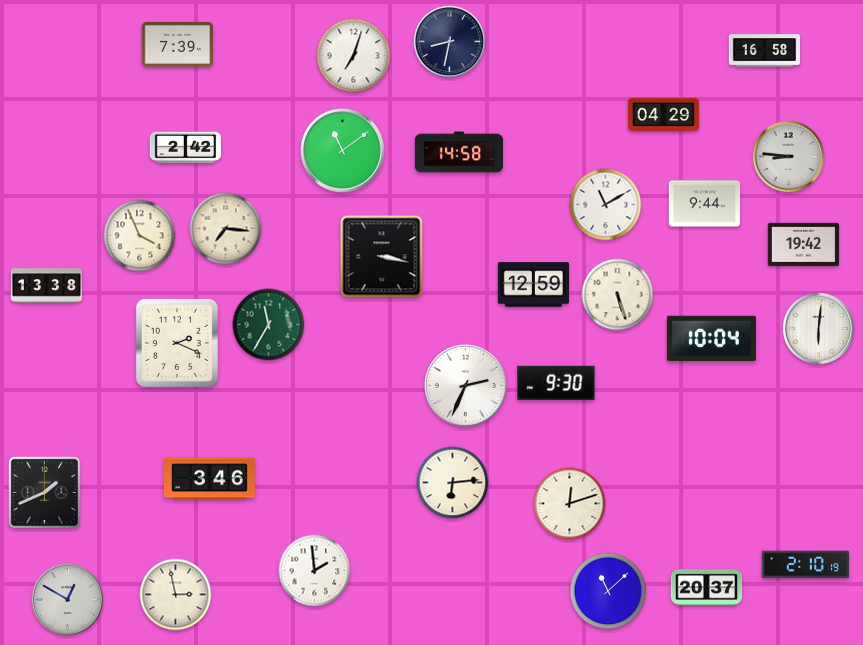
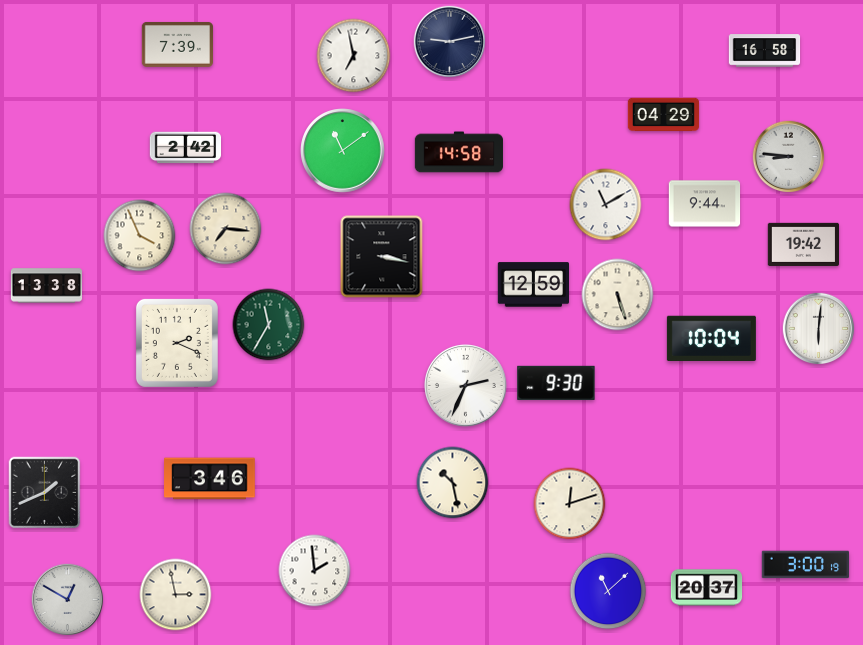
clock at (450, 42): 8:32 -> 9:13
clock at (354, 56): 7:03 -> 6:58
clock at (453, 483): 6:14 -> 10:28
clock at (806, 565): 2:10 -> 3:00
